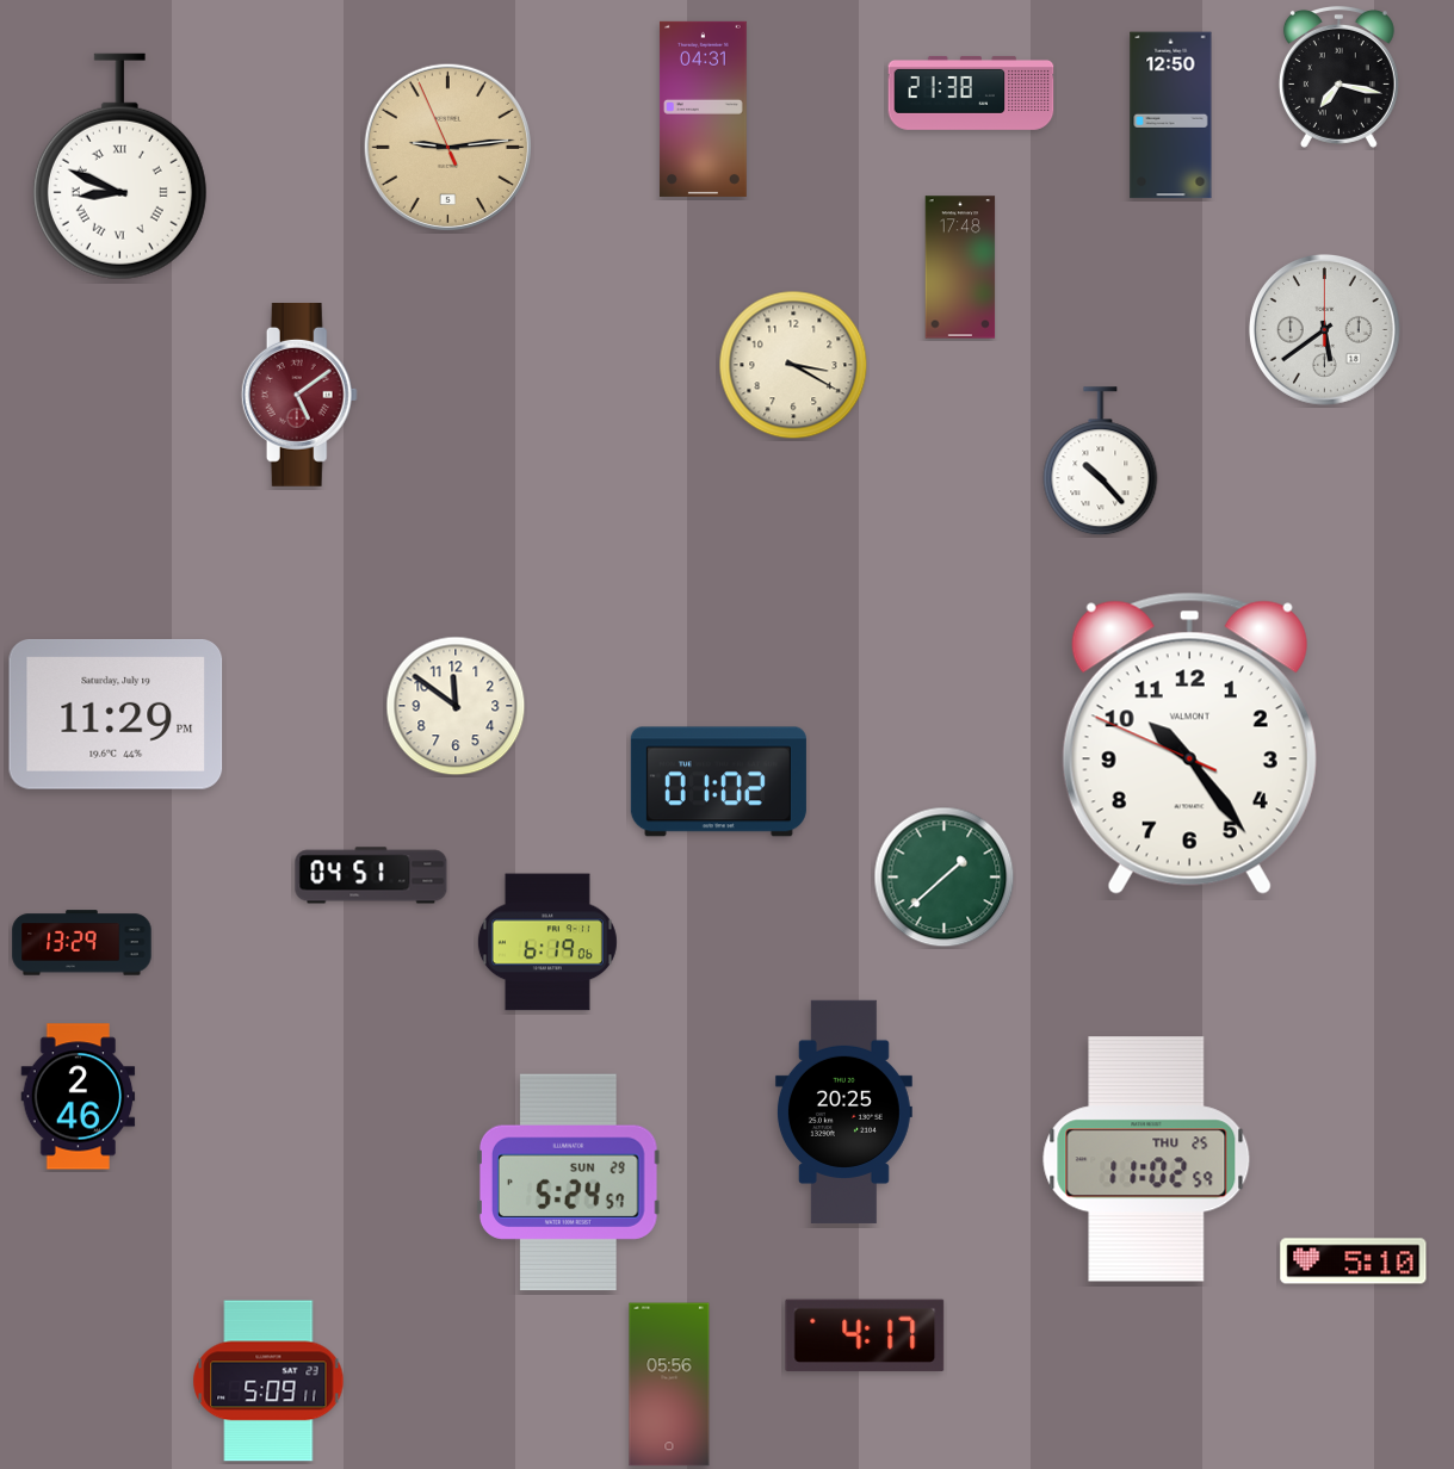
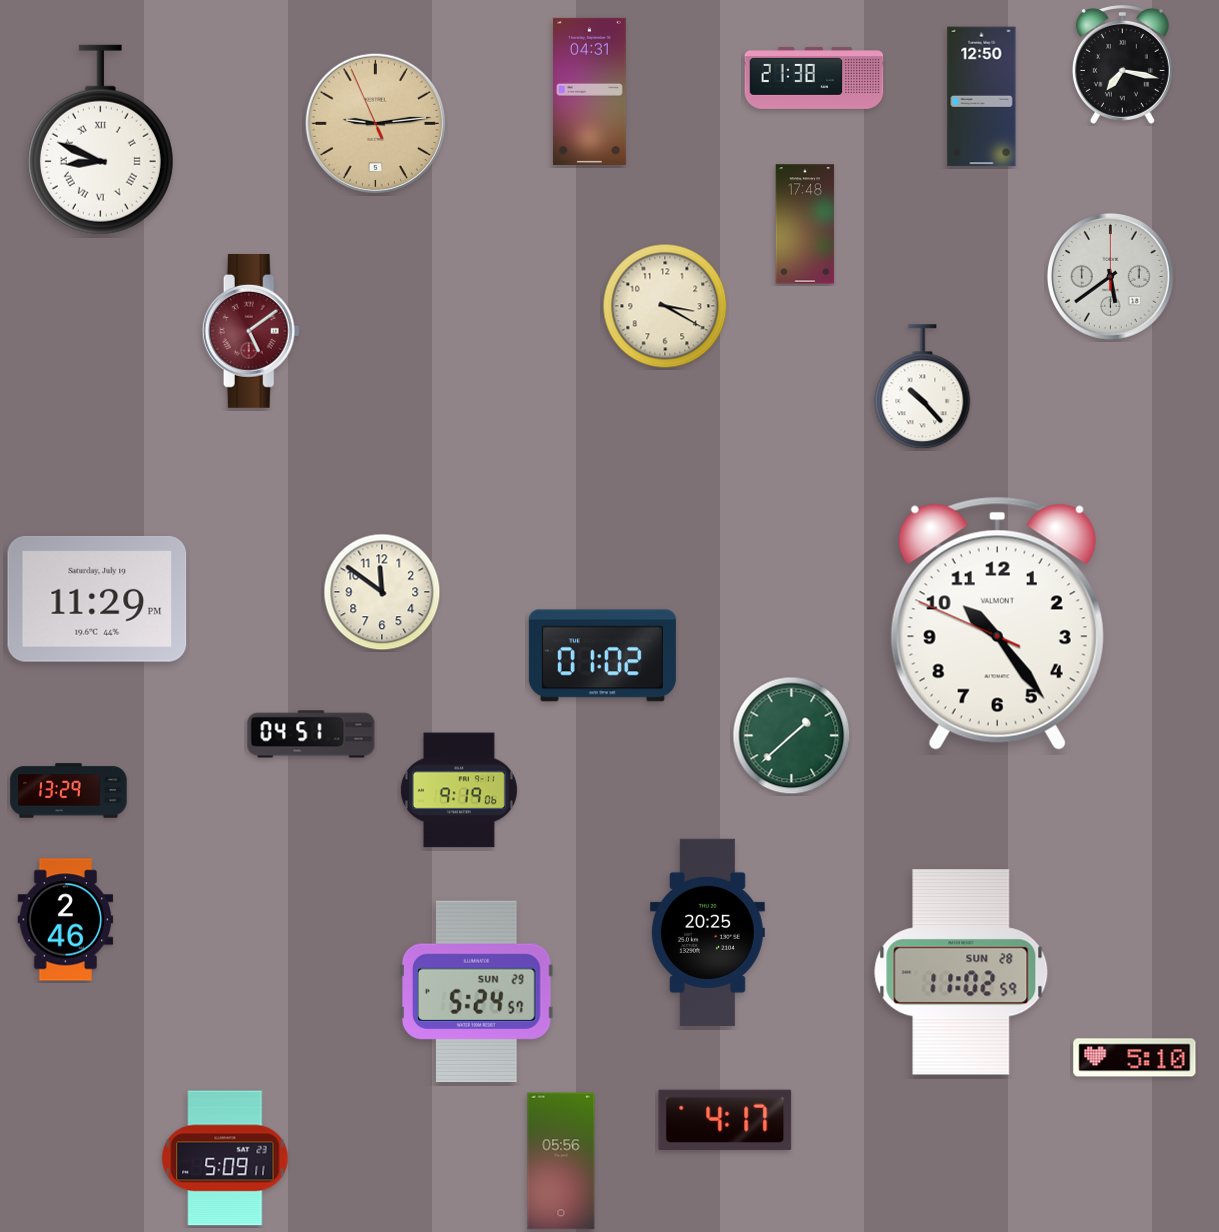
clock at (547, 942): 6:19 -> 9:19
clock at (1146, 1159) date: THU 25 -> SUN 28
